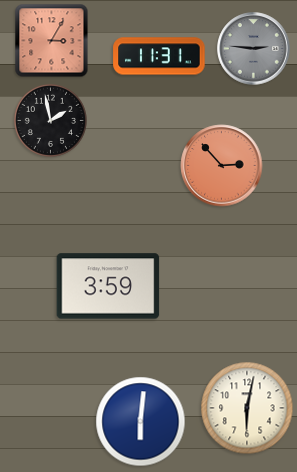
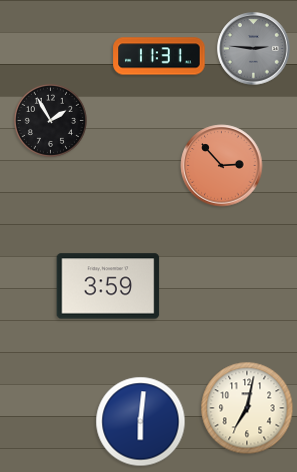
clock at (52, 41): 3:05 -> none
clock at (50, 120): 1:58 -> 1:55
clock at (247, 408): 6:02 -> 7:02
